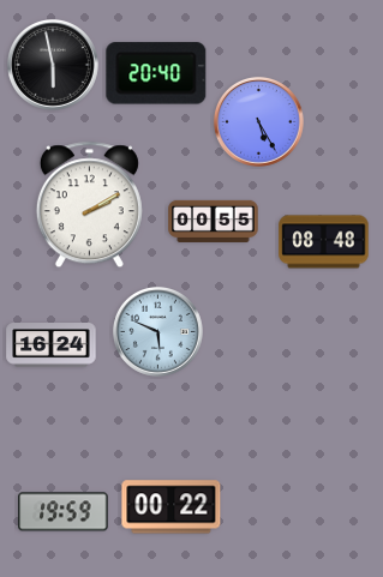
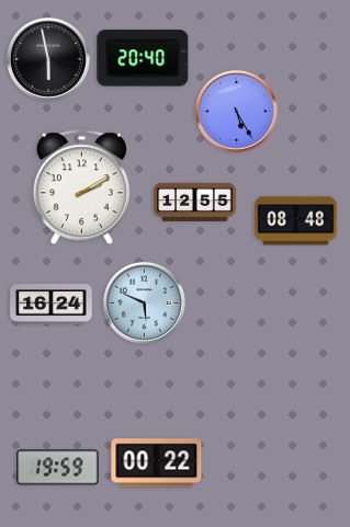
clock at (156, 73) position: (156, 73) -> (143, 58)
clock at (214, 221): 00:55 -> 12:55
clock at (52, 345) position: (52, 345) -> (52, 305)
